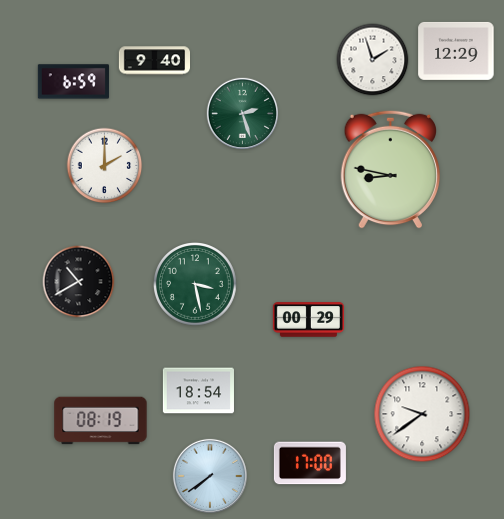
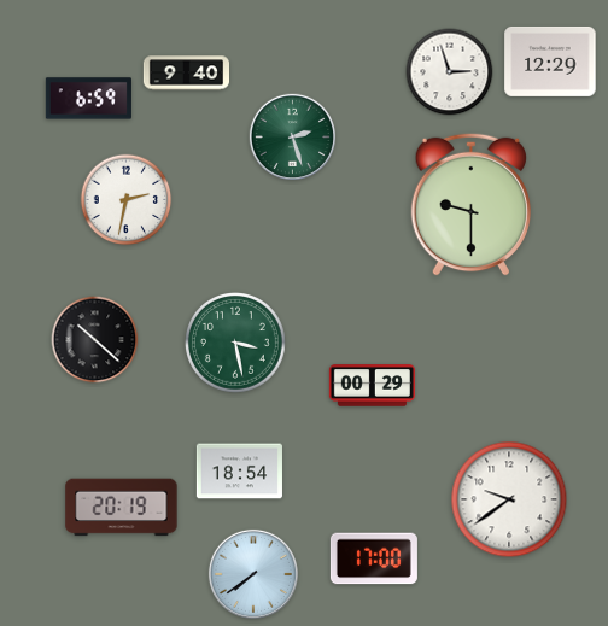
clock at (373, 60): 1:57 -> 2:57
clock at (105, 166): 2:00 -> 2:32
clock at (390, 169): 8:47 -> 9:30
clock at (79, 282): 10:40 -> 10:22
clock at (101, 421): 08:19 -> 20:19
